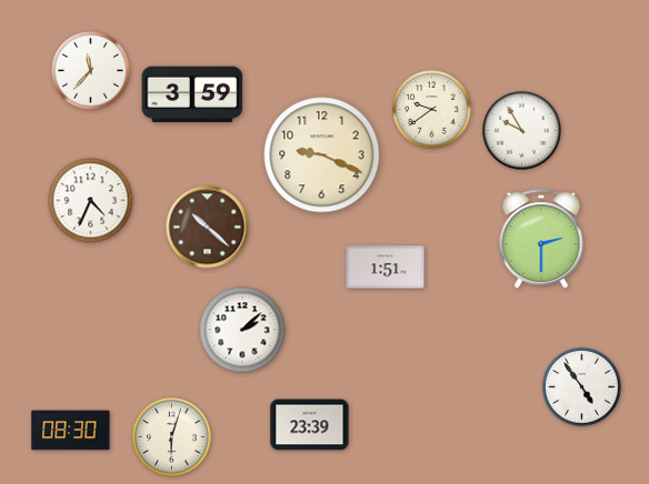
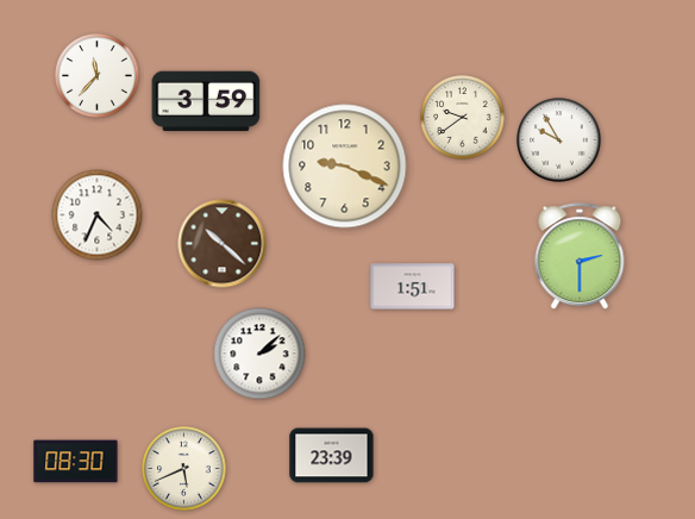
clock at (582, 387): 4:54 -> none
clock at (172, 437): 6:03 -> 5:41
